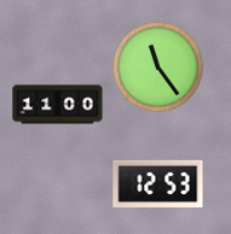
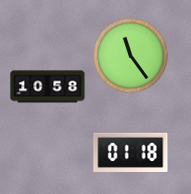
clock at (58, 105): 11:00 -> 10:58
clock at (158, 183): 12:53 -> 01:18
